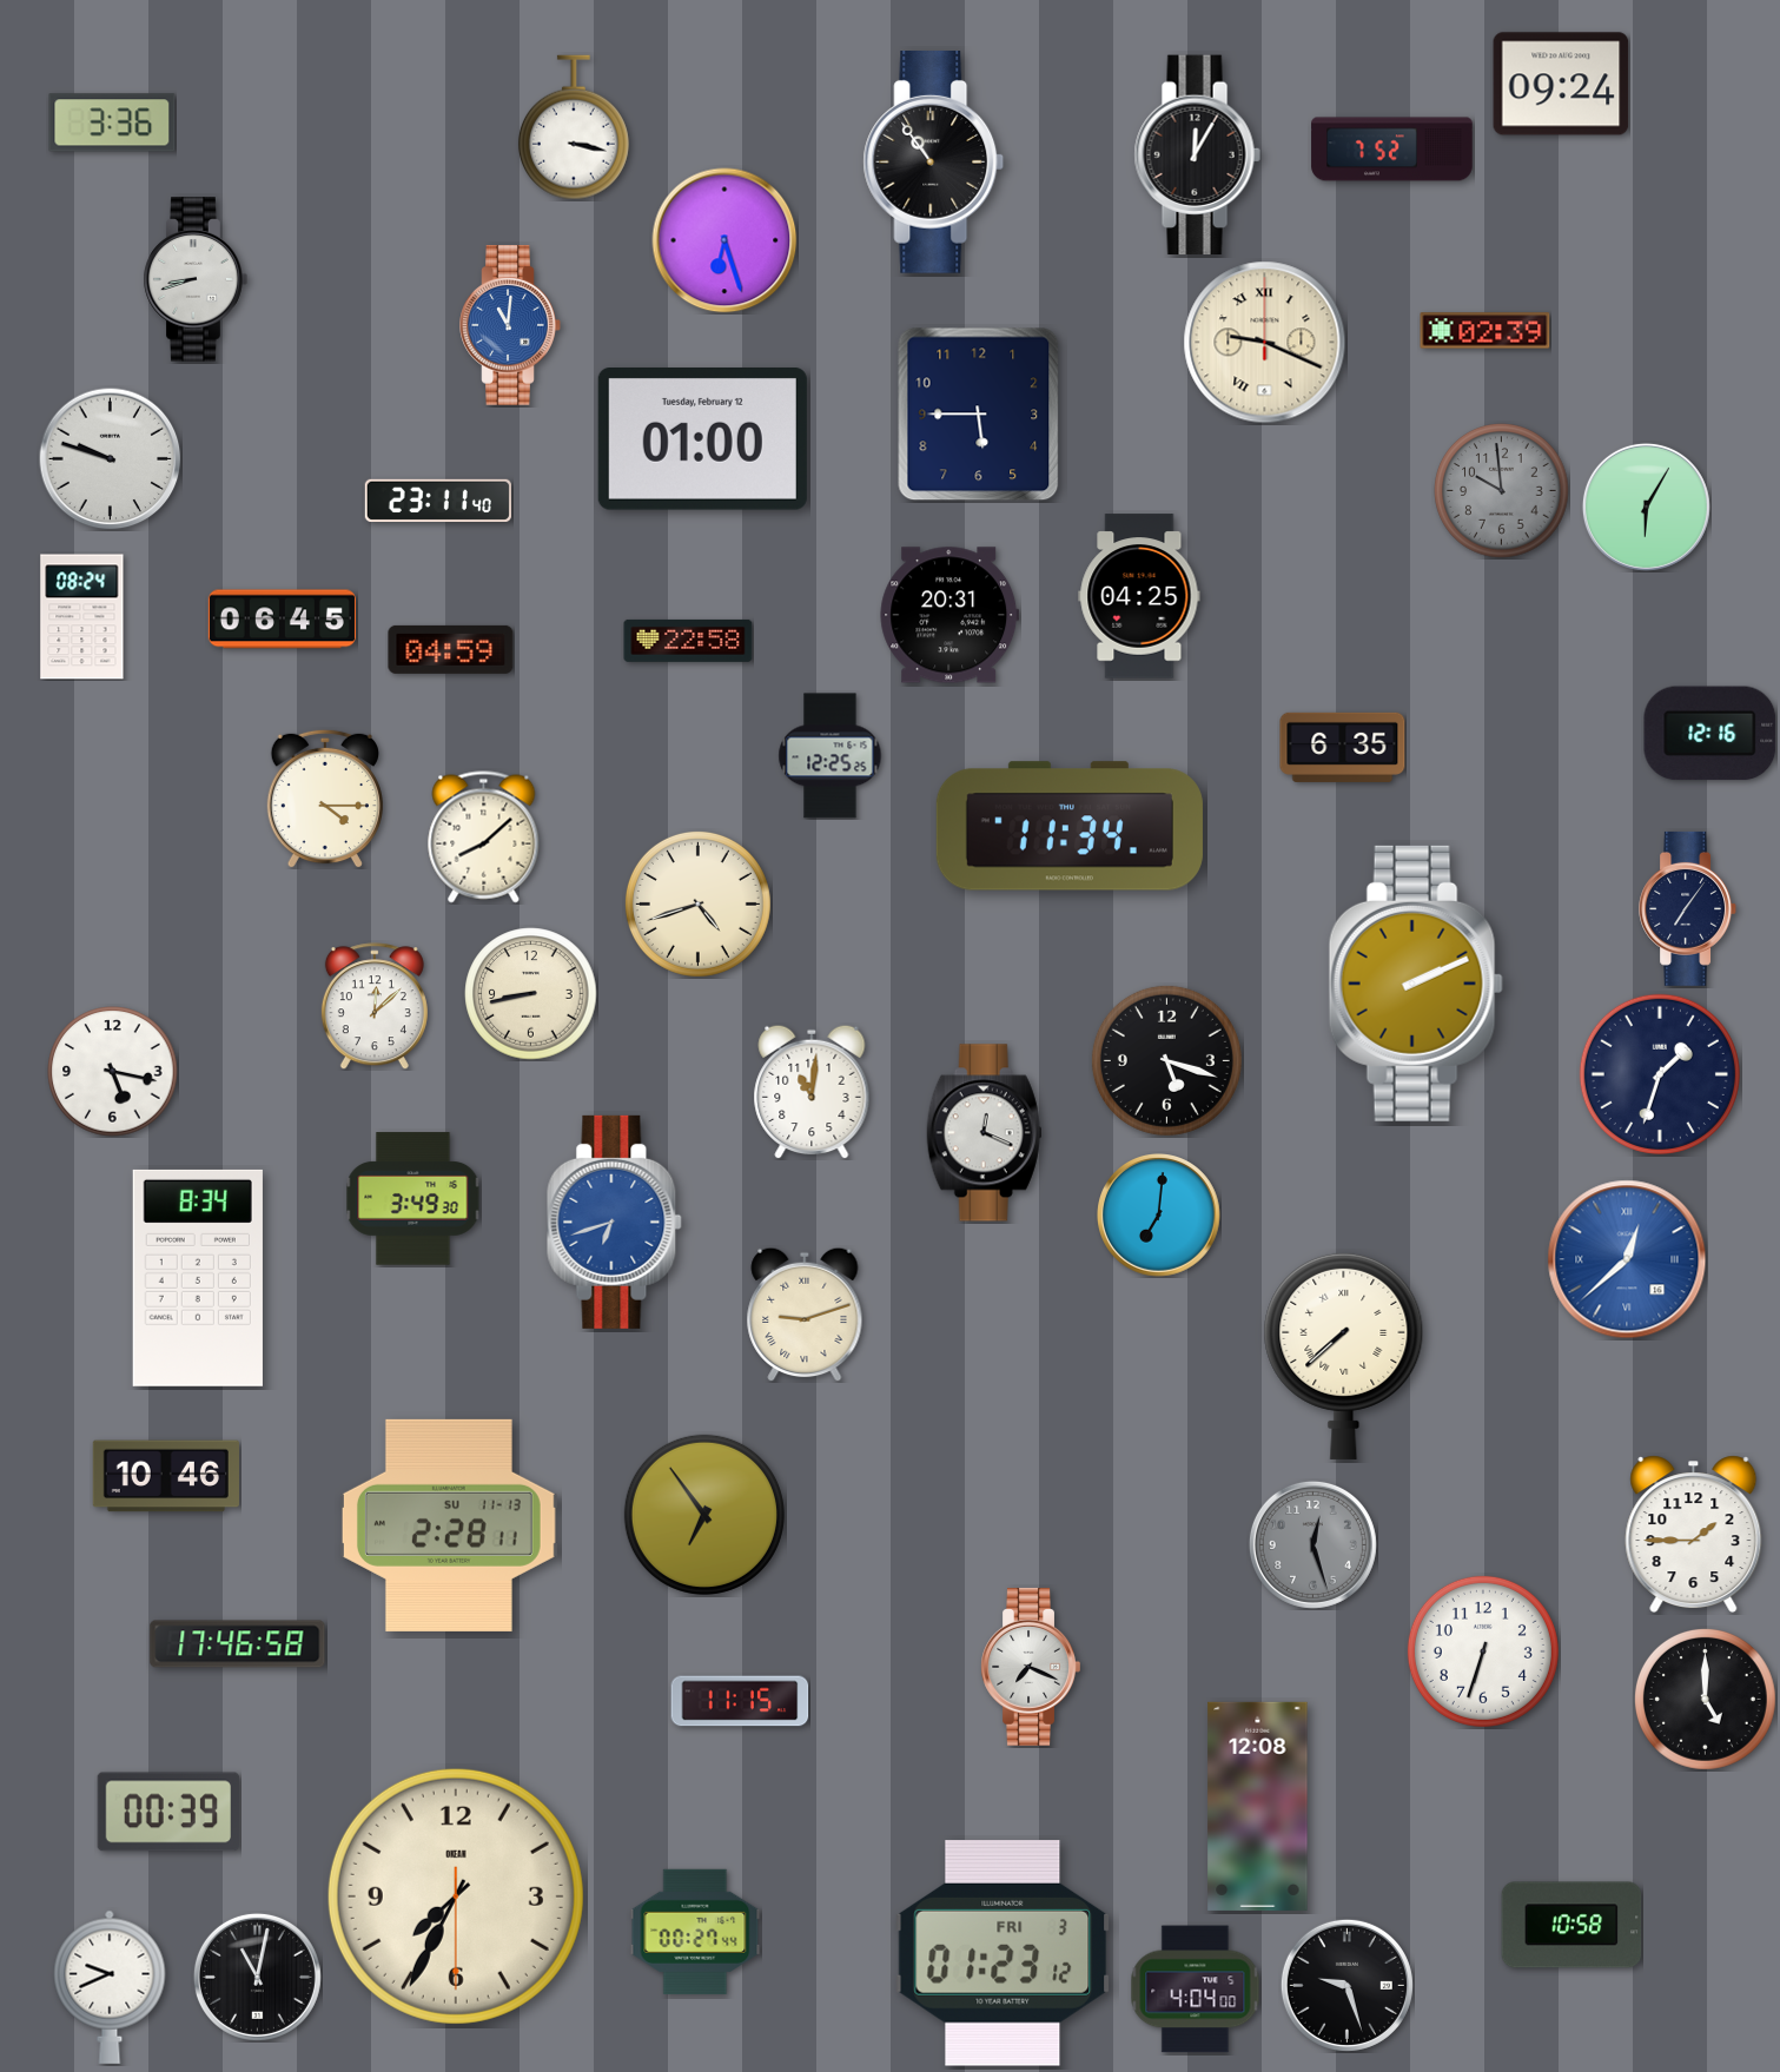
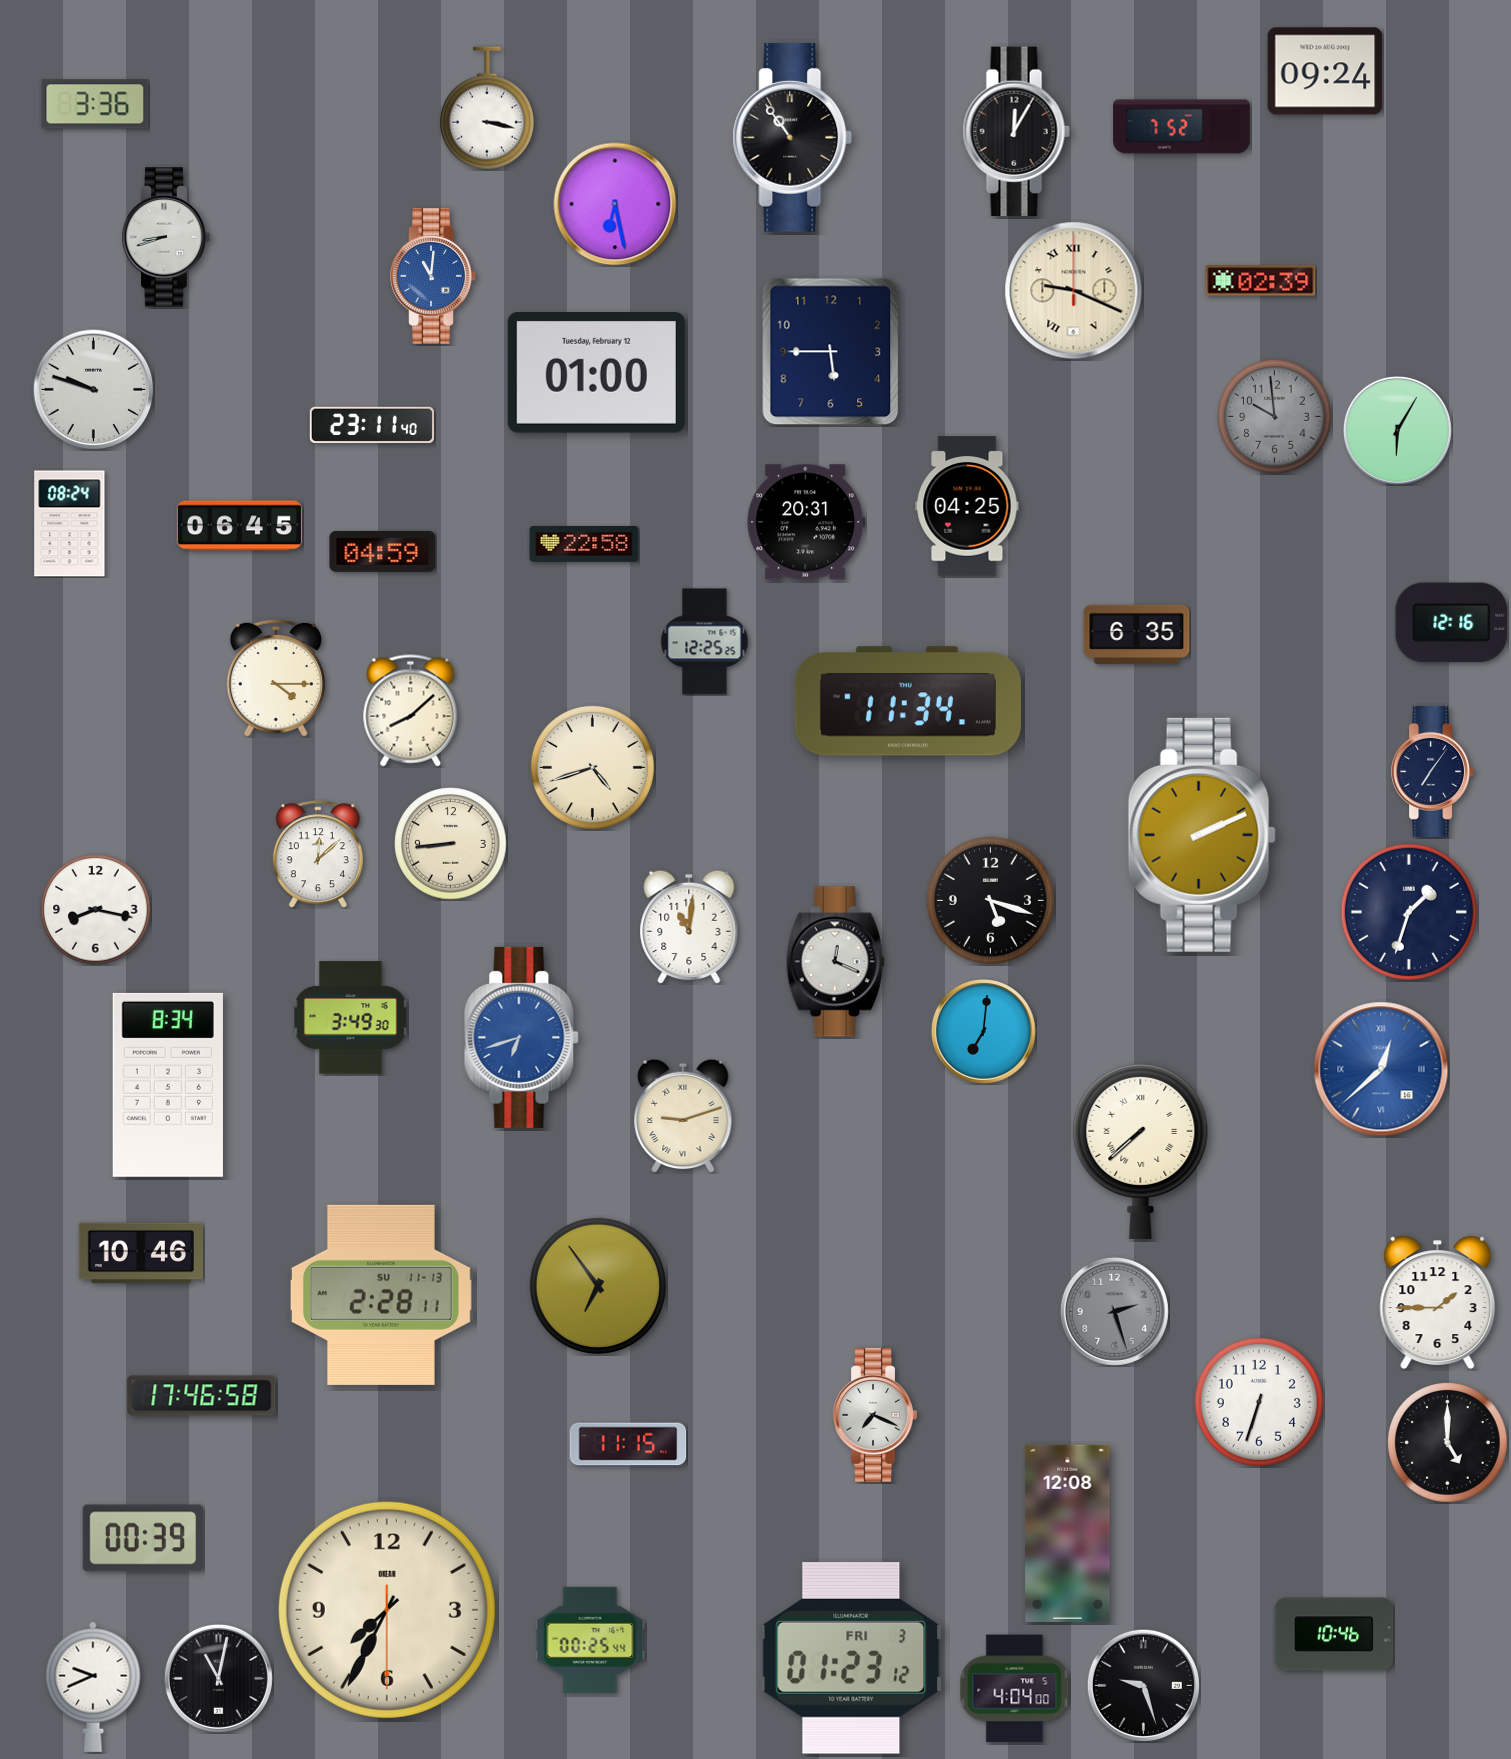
clock at (724, 240): 6:27 -> 6:28
clock at (1343, 747) position: (1343, 747) -> (1137, 634)
clock at (531, 994): 8:43 -> 8:44
clock at (113, 1072): 5:17 -> 8:17
clock at (1312, 1544): 12:27 -> 2:27
clock at (1571, 1925): 10:58 -> 10:46
clock at (695, 1932): 00:27 -> 00:25
